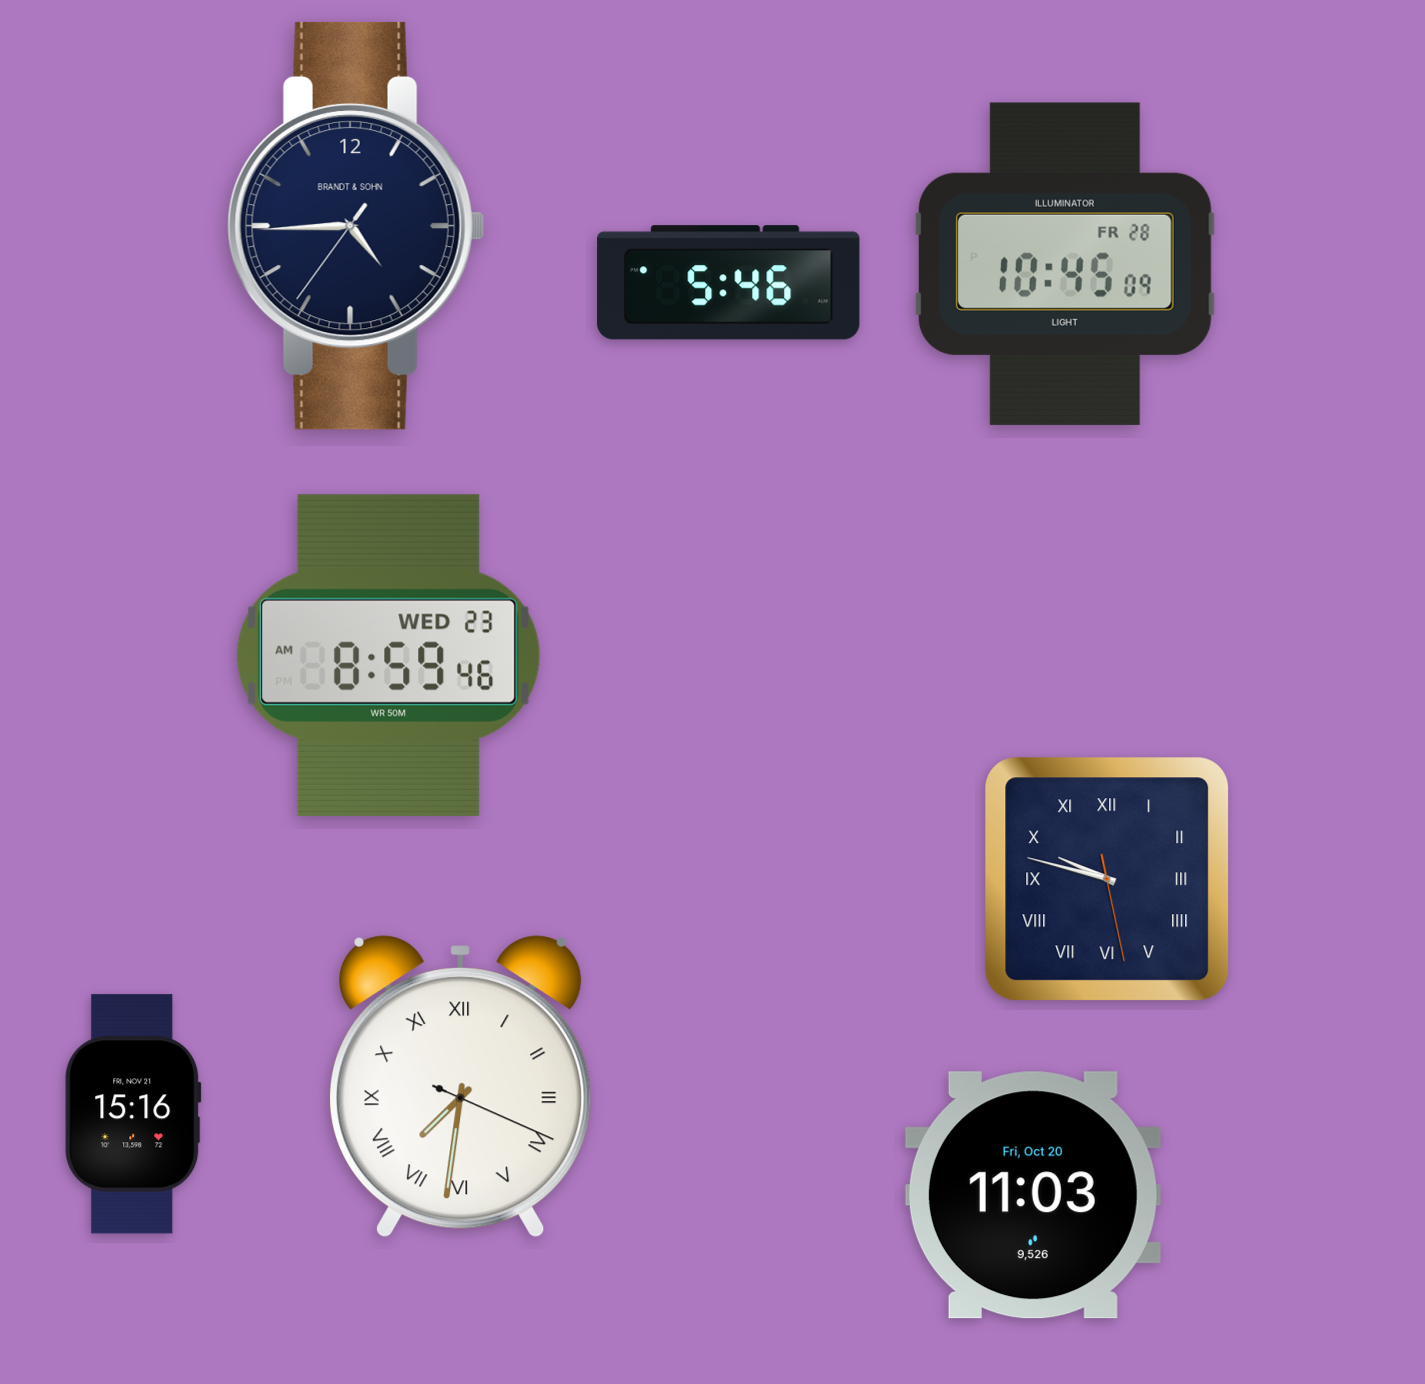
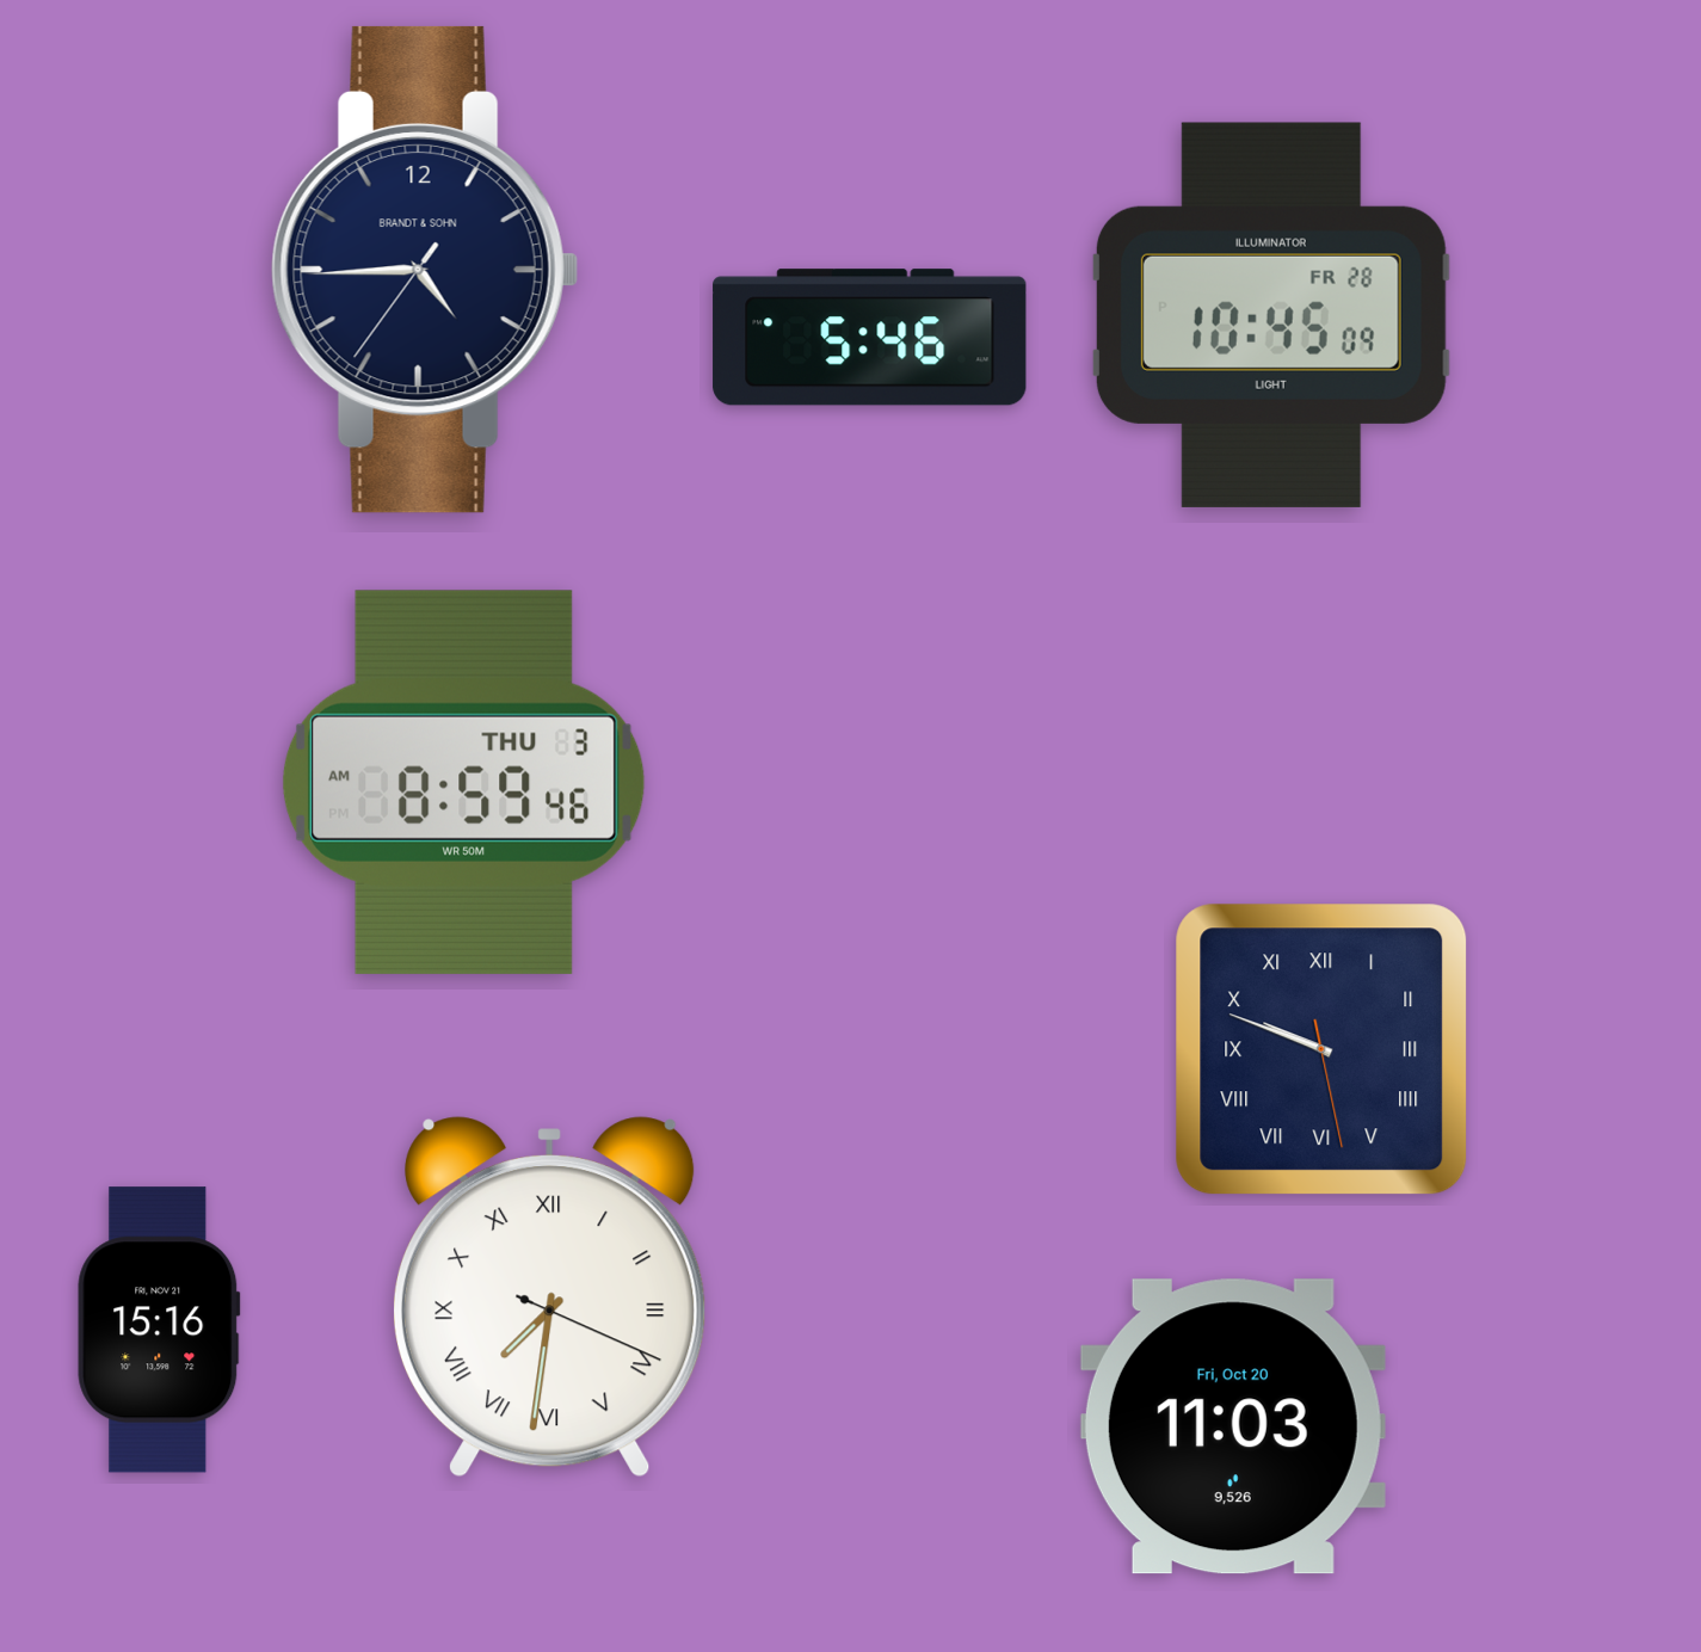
clock at (388, 655) date: WED 23 -> THU 3
clock at (1107, 879): 9:47 -> 9:48
